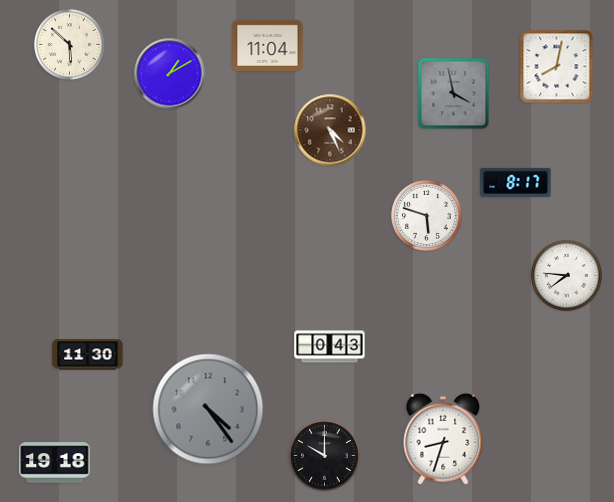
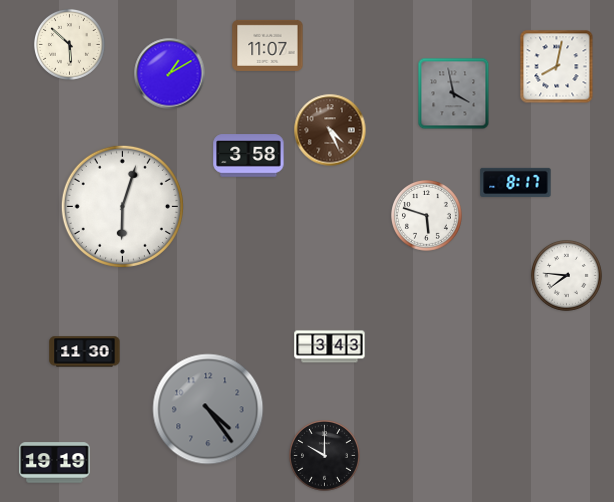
clock at (268, 45): 11:04 -> 11:07
clock at (249, 156): none -> 3:58
clock at (122, 206): none -> 6:03
clock at (330, 347): 0:43 -> 3:43
clock at (88, 355) position: (88, 355) -> (85, 352)
clock at (443, 439): 8:33 -> none
clock at (55, 463): 19:18 -> 19:19
